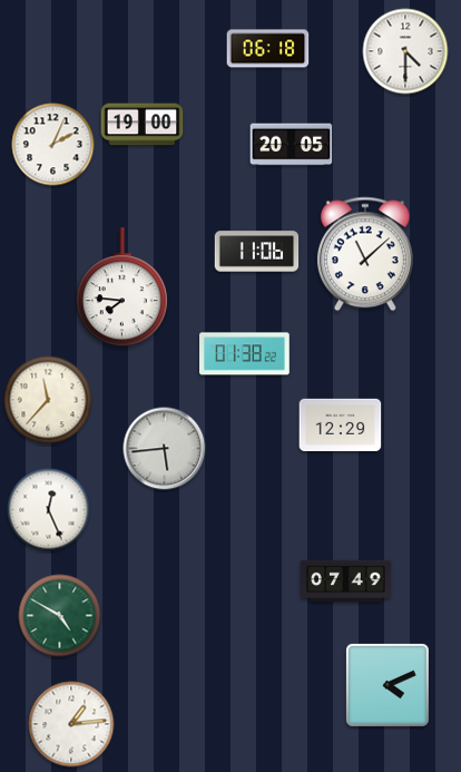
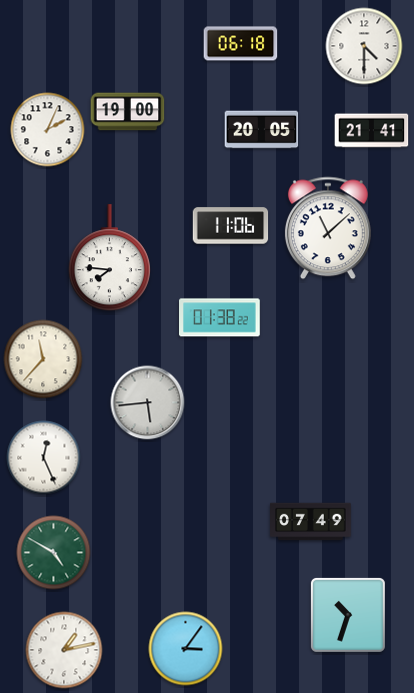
clock at (372, 131): none -> 21:41
clock at (341, 424): 12:29 -> none
clock at (388, 685): 4:11 -> 10:33
clock at (186, 649): none -> 3:06
clock at (71, 724): 1:14 -> 1:13
